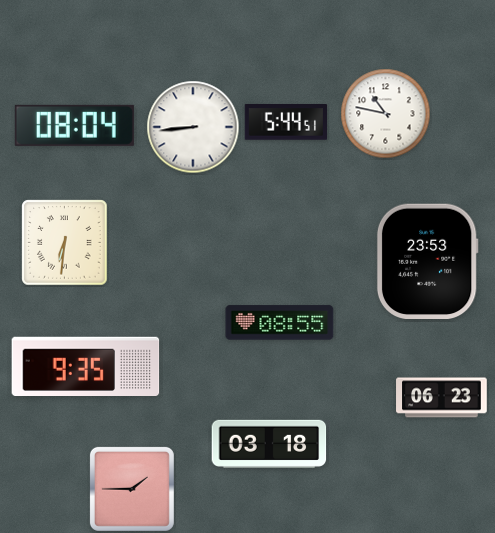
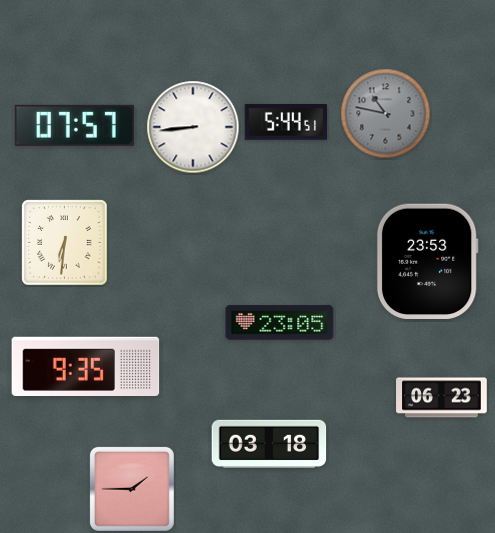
clock at (386, 114) dial: white -> grey
clock at (74, 125): 08:04 -> 07:57
clock at (280, 323): 08:55 -> 23:05
